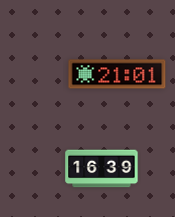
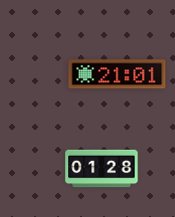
clock at (102, 169): 16:39 -> 01:28
